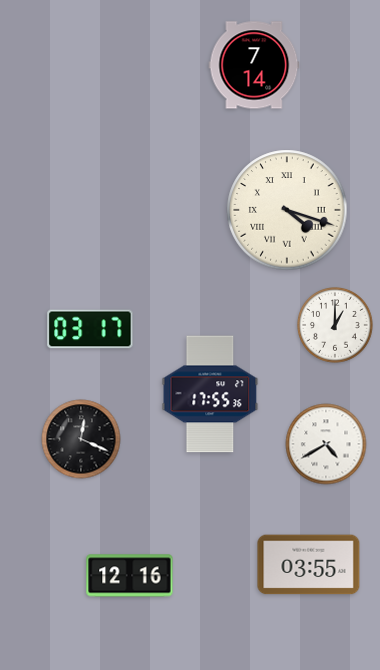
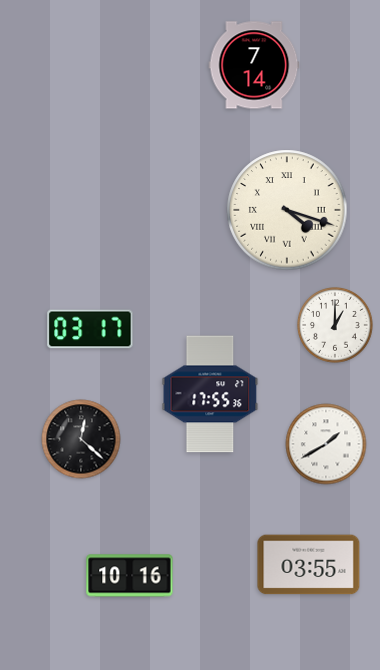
clock at (81, 439): 12:19 -> 12:22
clock at (326, 444): 4:40 -> 1:40
clock at (130, 576): 12:16 -> 10:16
